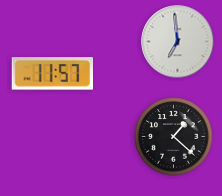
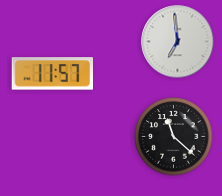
clock at (174, 137): 1:22 -> 11:22
